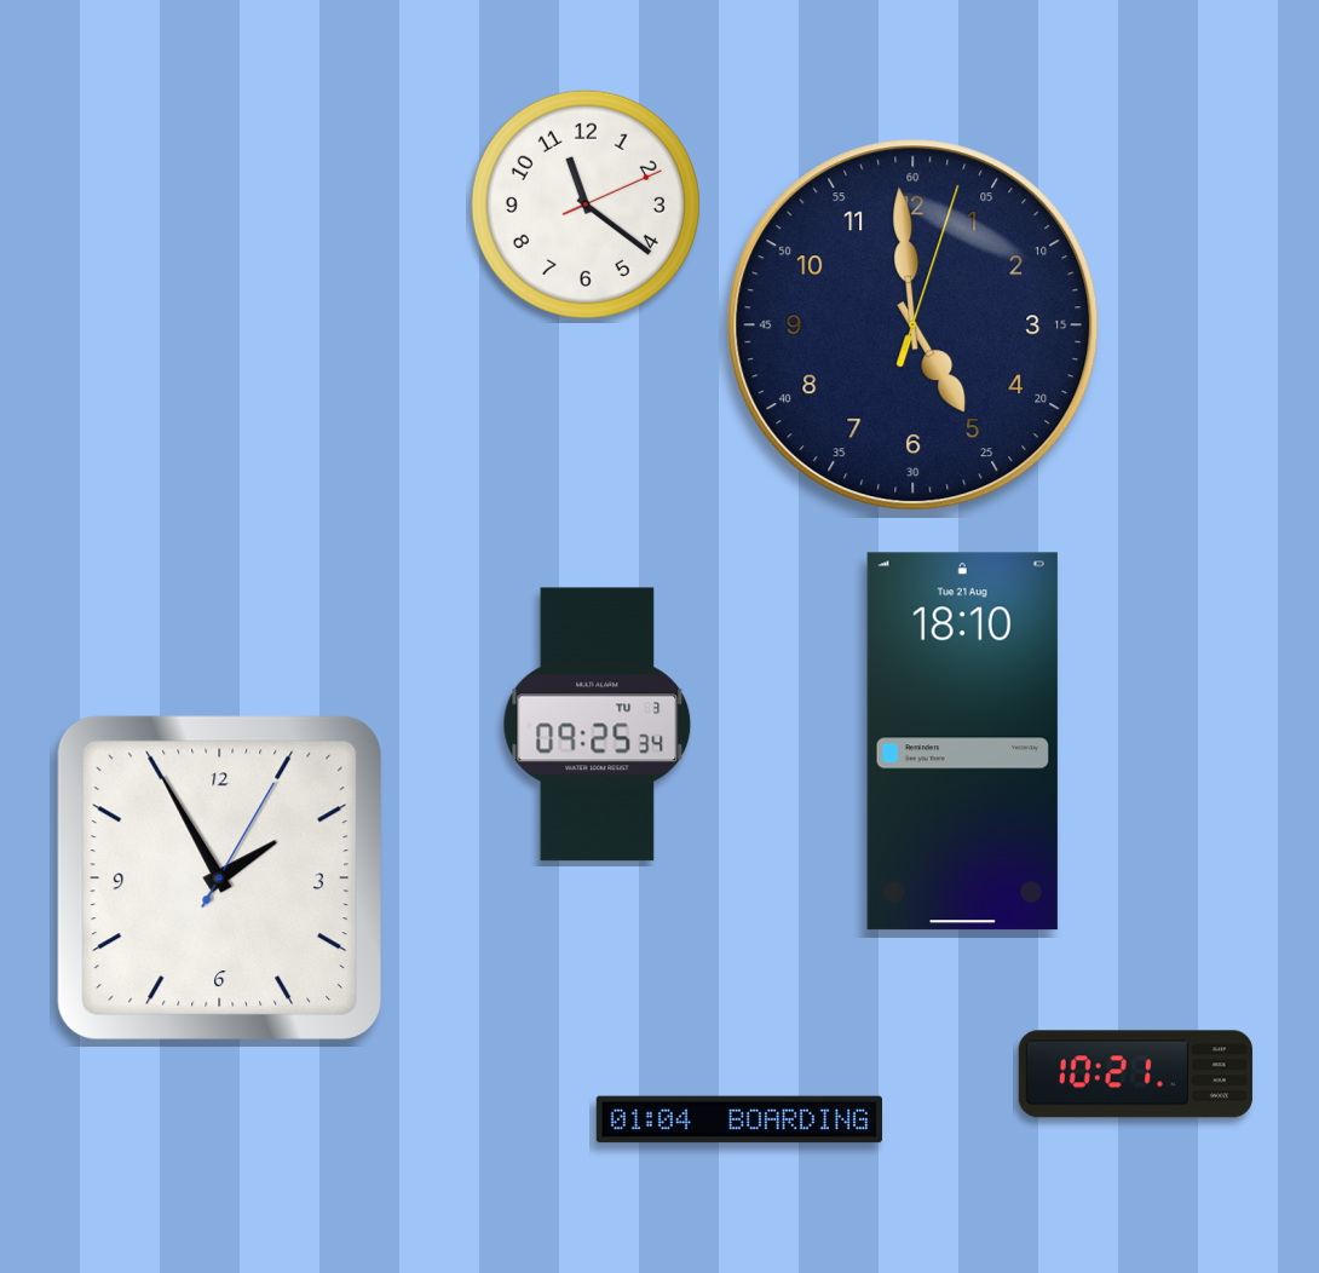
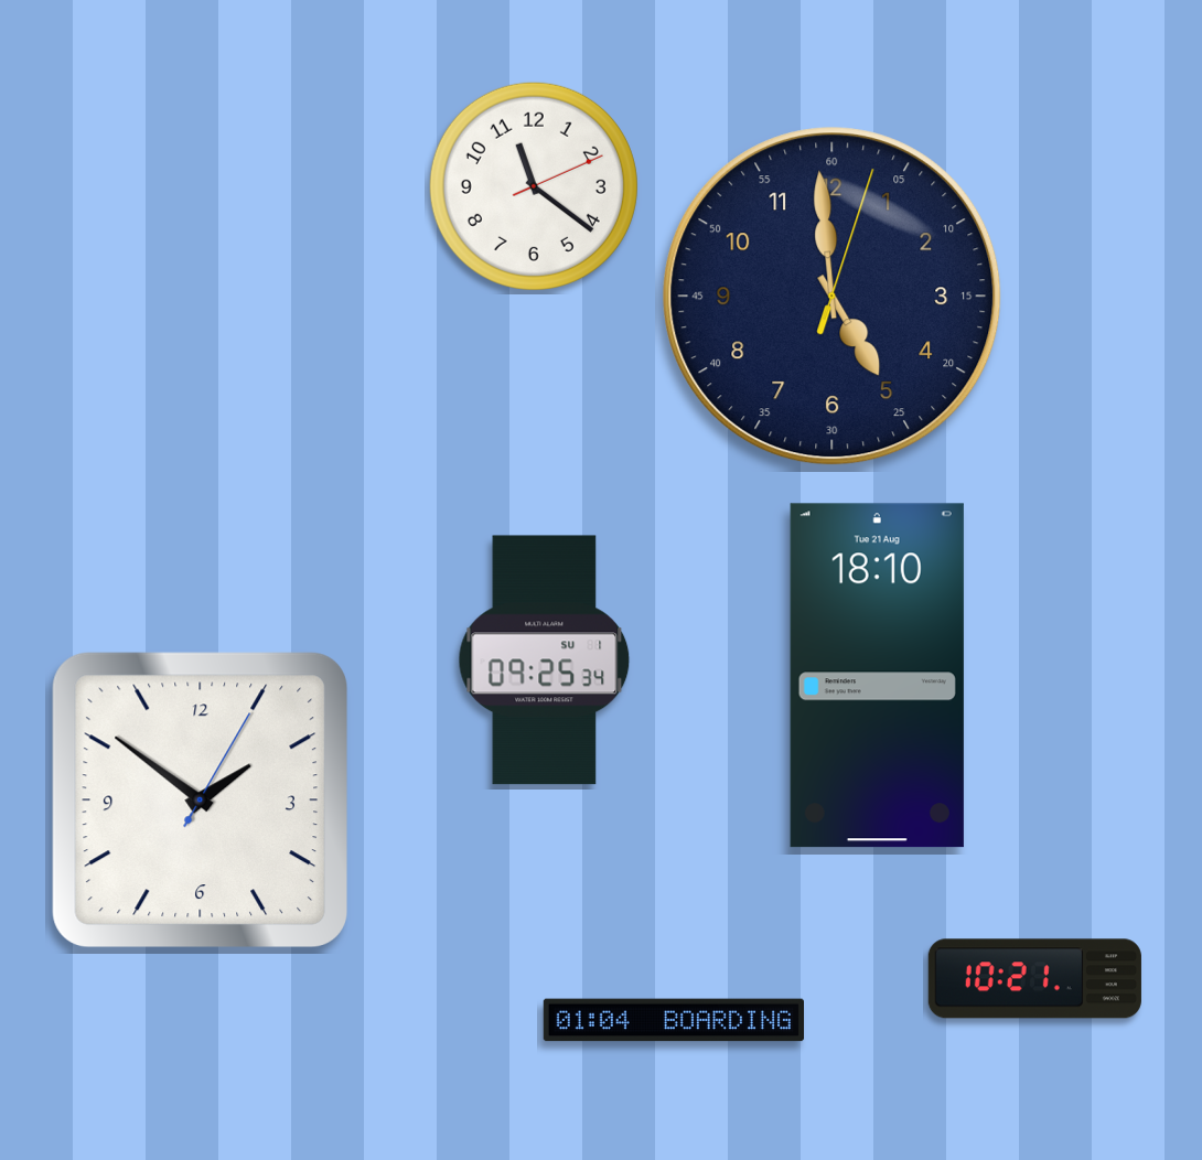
clock at (598, 725) date: TU 3 -> SU 1
clock at (219, 877): 1:55 -> 1:51
